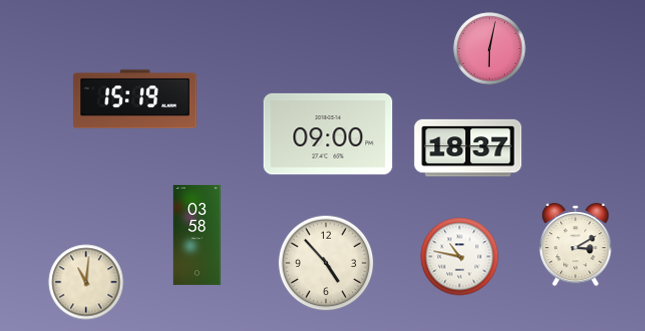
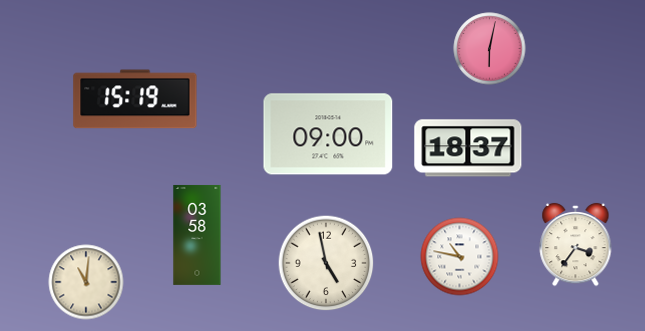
clock at (576, 245): 3:10 -> 3:36
clock at (326, 263): 4:53 -> 4:58
